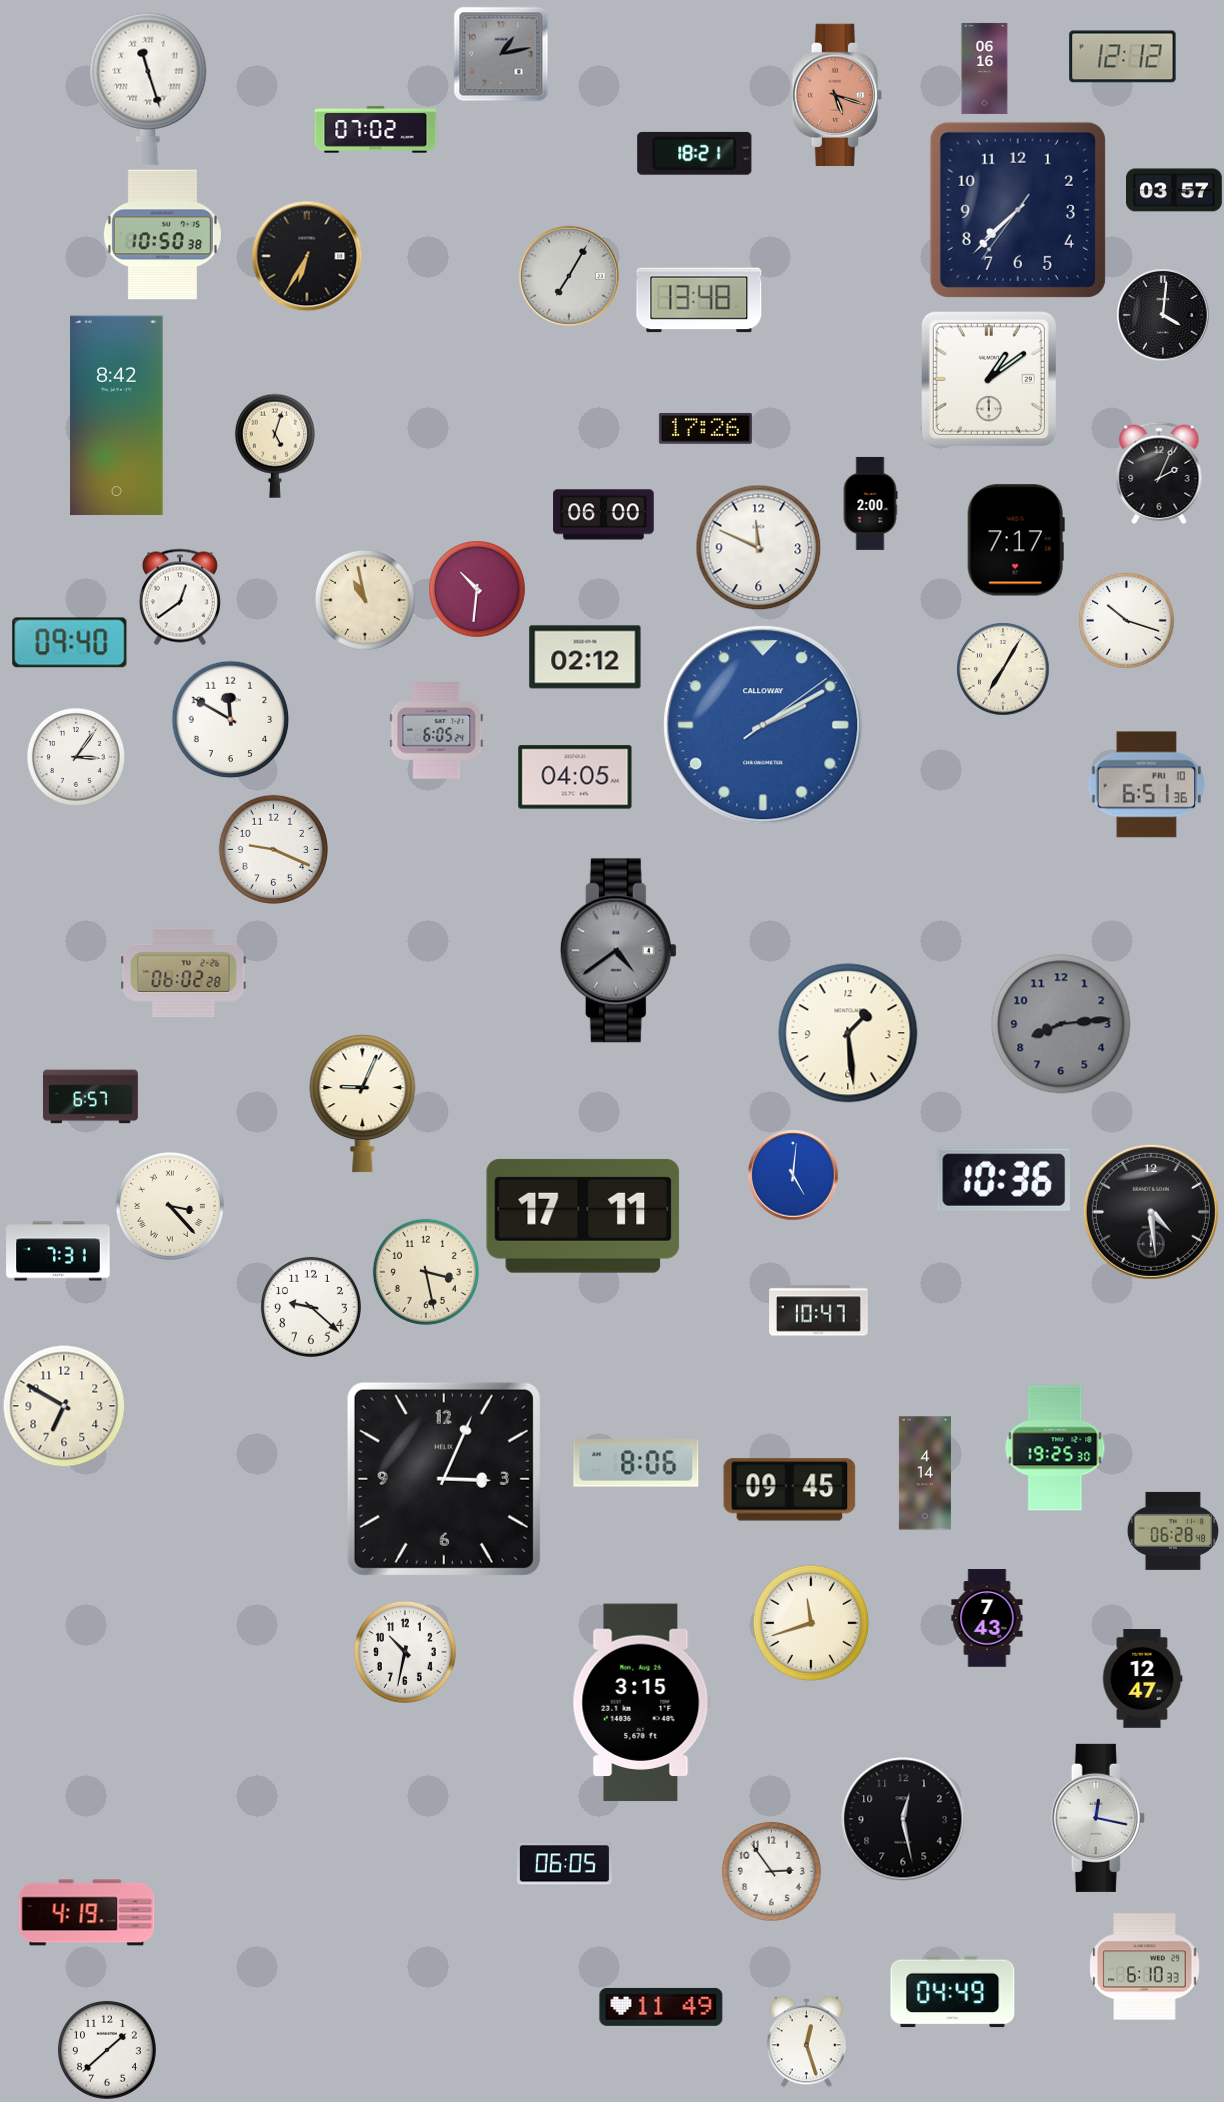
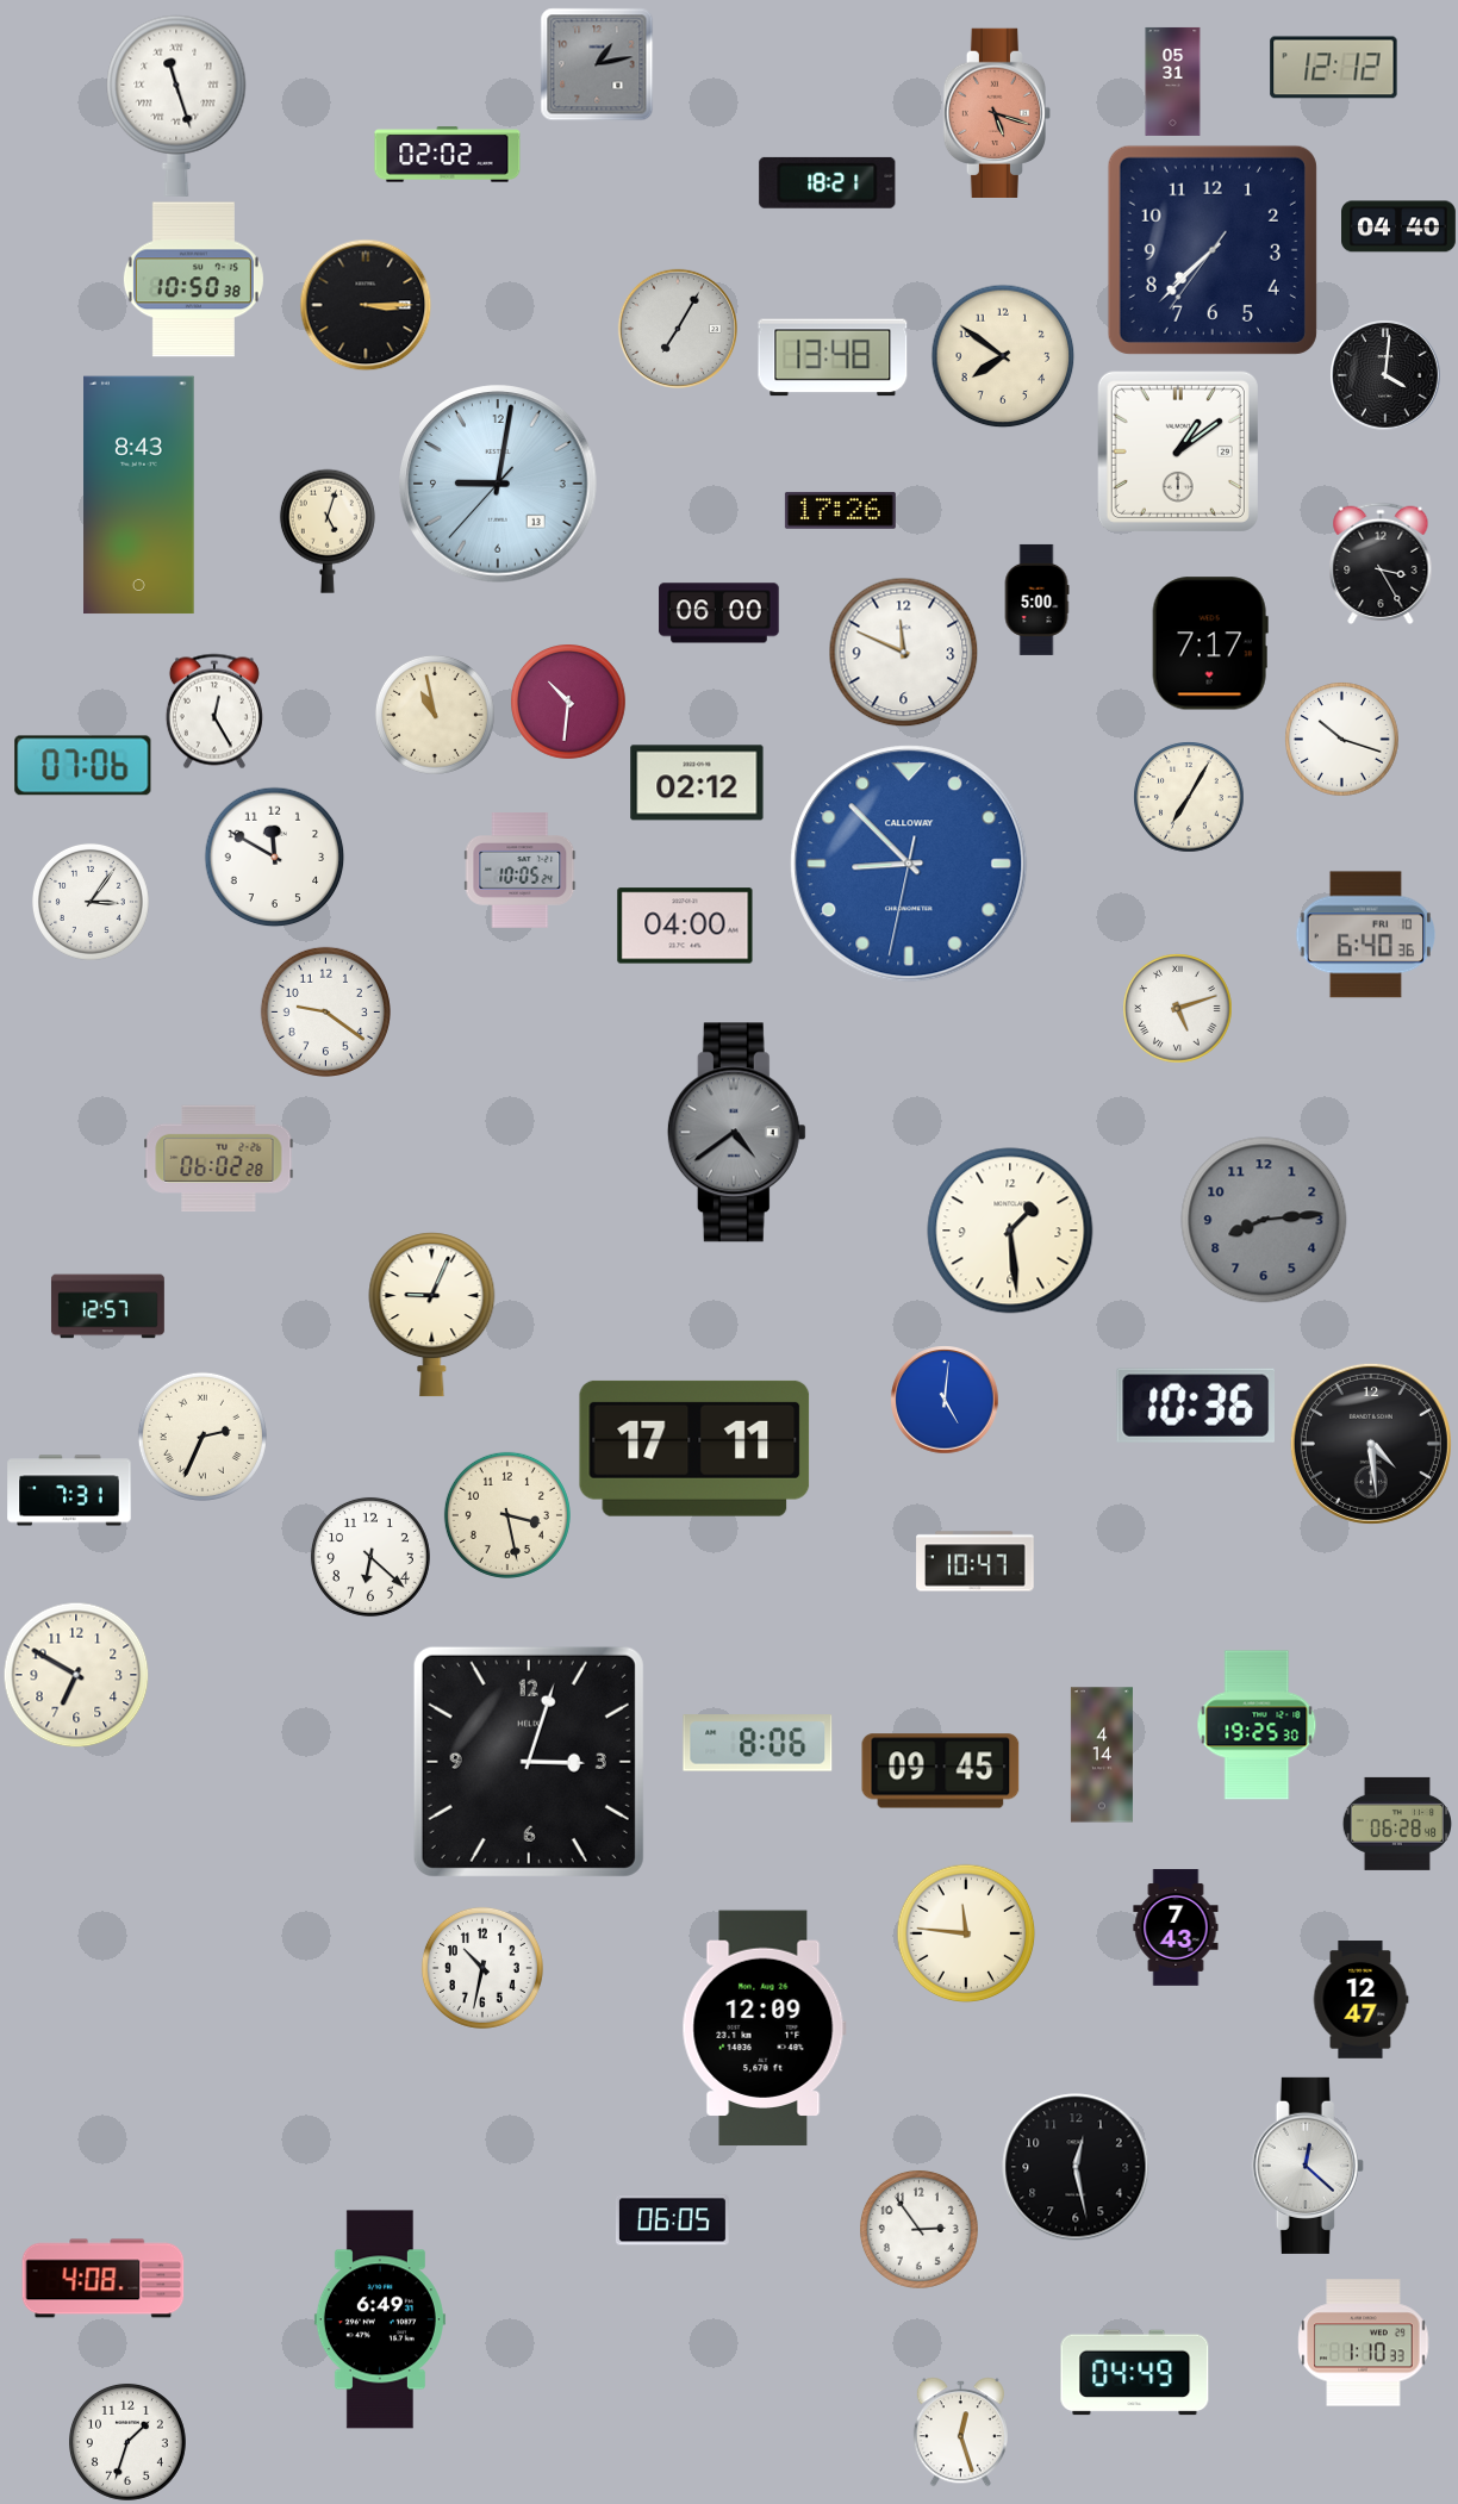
clock at (1123, 57) position: (1123, 57) -> (1334, 68)
clock at (985, 68): 06:16 -> 05:31
clock at (376, 130): 07:02 -> 02:02
clock at (1175, 190): 03:57 -> 04:40
clock at (307, 256): 6:35 -> 3:15
clock at (1003, 356): none -> 7:51
clock at (498, 484): none -> 9:01
clock at (117, 416): 8:42 -> 8:43
clock at (1159, 473): 2:04 -> 3:25
clock at (870, 503): 2:00 -> 5:00
clock at (180, 597): 12:39 -> 12:25
clock at (70, 643): 09:40 -> 07:06
clock at (1003, 669) position: (1003, 669) -> (1189, 797)
clock at (763, 725): 2:10 -> 8:52
clock at (437, 731): 6:05 -> 10:05
clock at (575, 777): 04:05 -> 04:00
clock at (1146, 785): 6:51 -> 6:40
clock at (1177, 1008): none -> 5:12
clock at (273, 849): 9:19 -> 9:21
clock at (90, 1097): 6:57 -> 12:57
clock at (170, 1206): 3:23 -> 2:34
clock at (311, 1307): 9:22 -> 6:22
clock at (444, 1479): 3:04 -> 3:03
clock at (790, 1490) position: (790, 1490) -> (941, 1771)
clock at (811, 1623): 11:42 -> 11:46
clock at (641, 1703): 3:15 -> 12:09
clock at (1098, 1818): 12:17 -> 12:22
clock at (87, 1913): 4:19 -> 4:08
clock at (380, 2319): none -> 6:49
clock at (1145, 1967): 6:10 -> 1:10
clock at (661, 2007): 11:49 -> none
clock at (107, 2050): 1:38 -> 1:33
